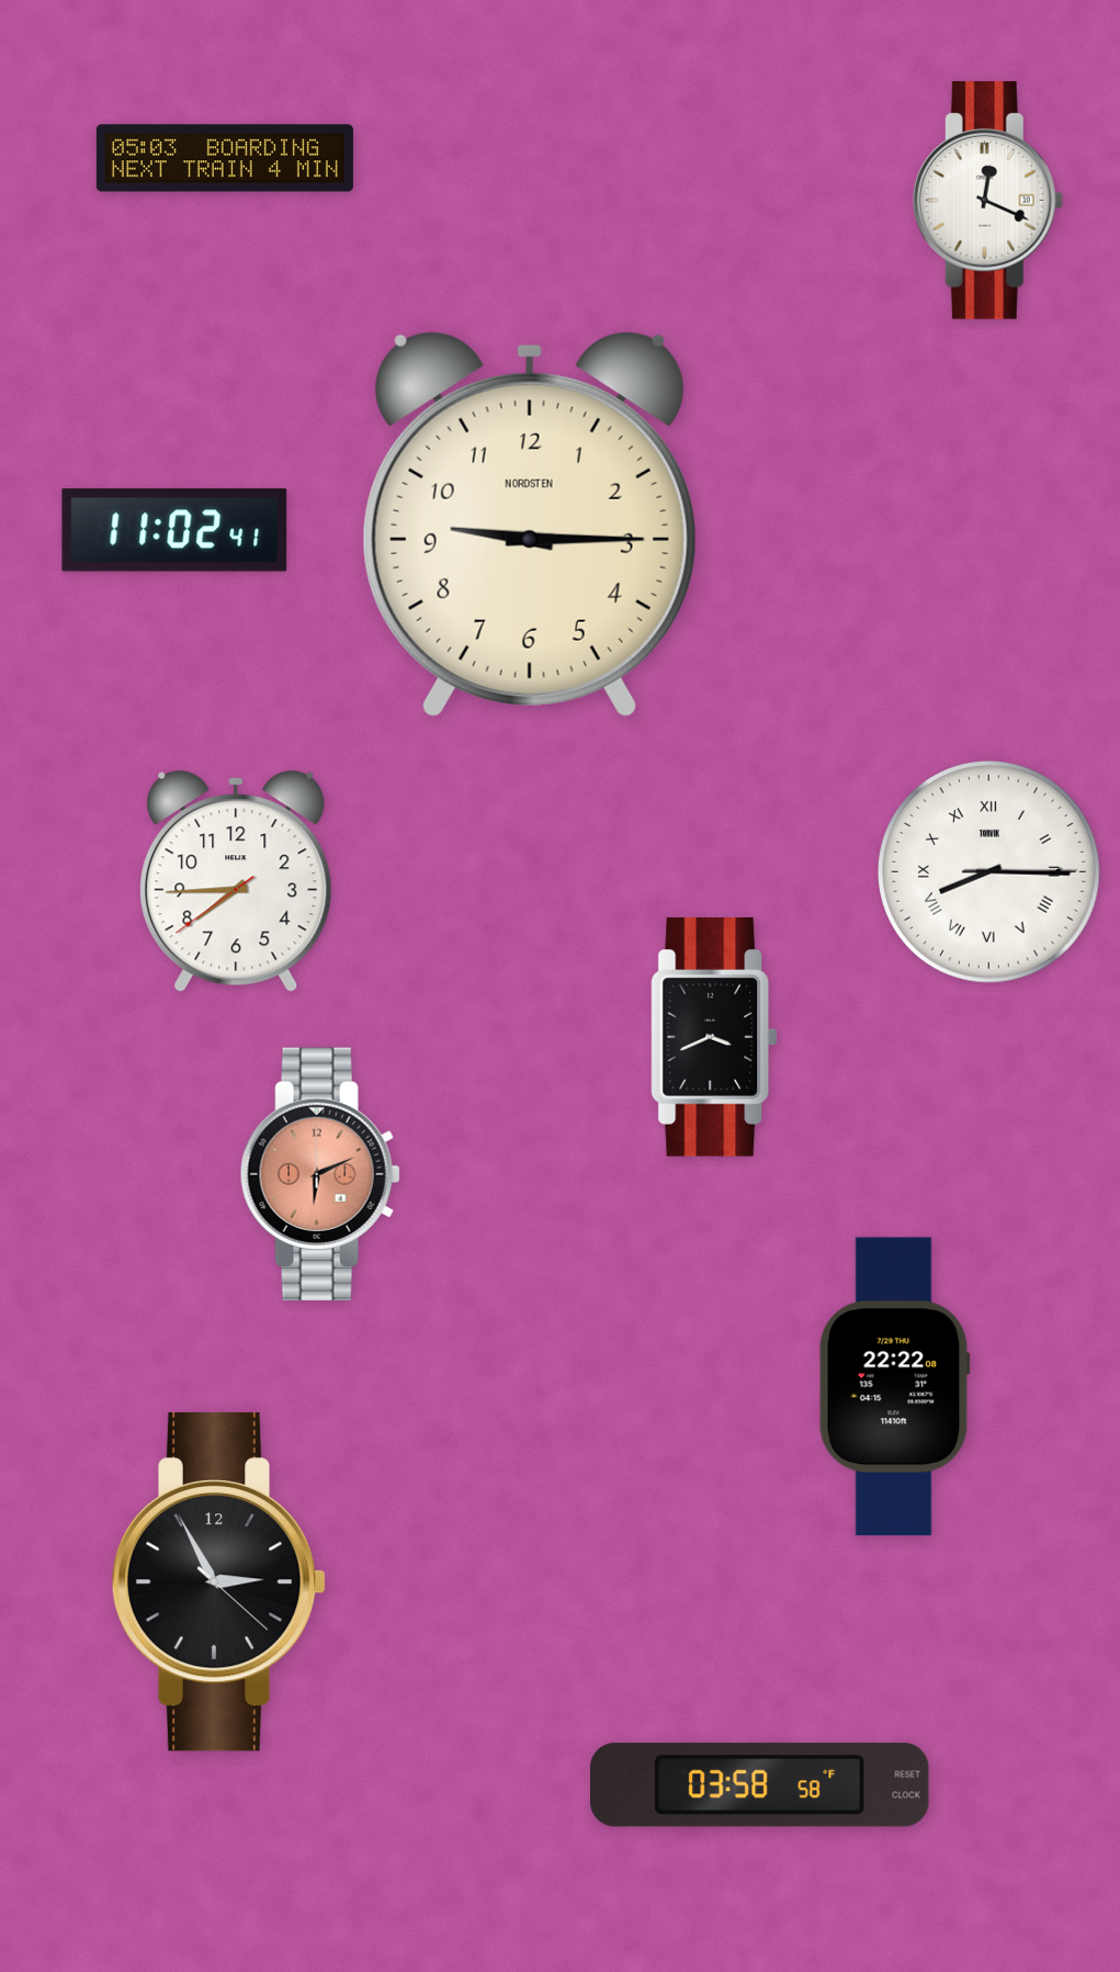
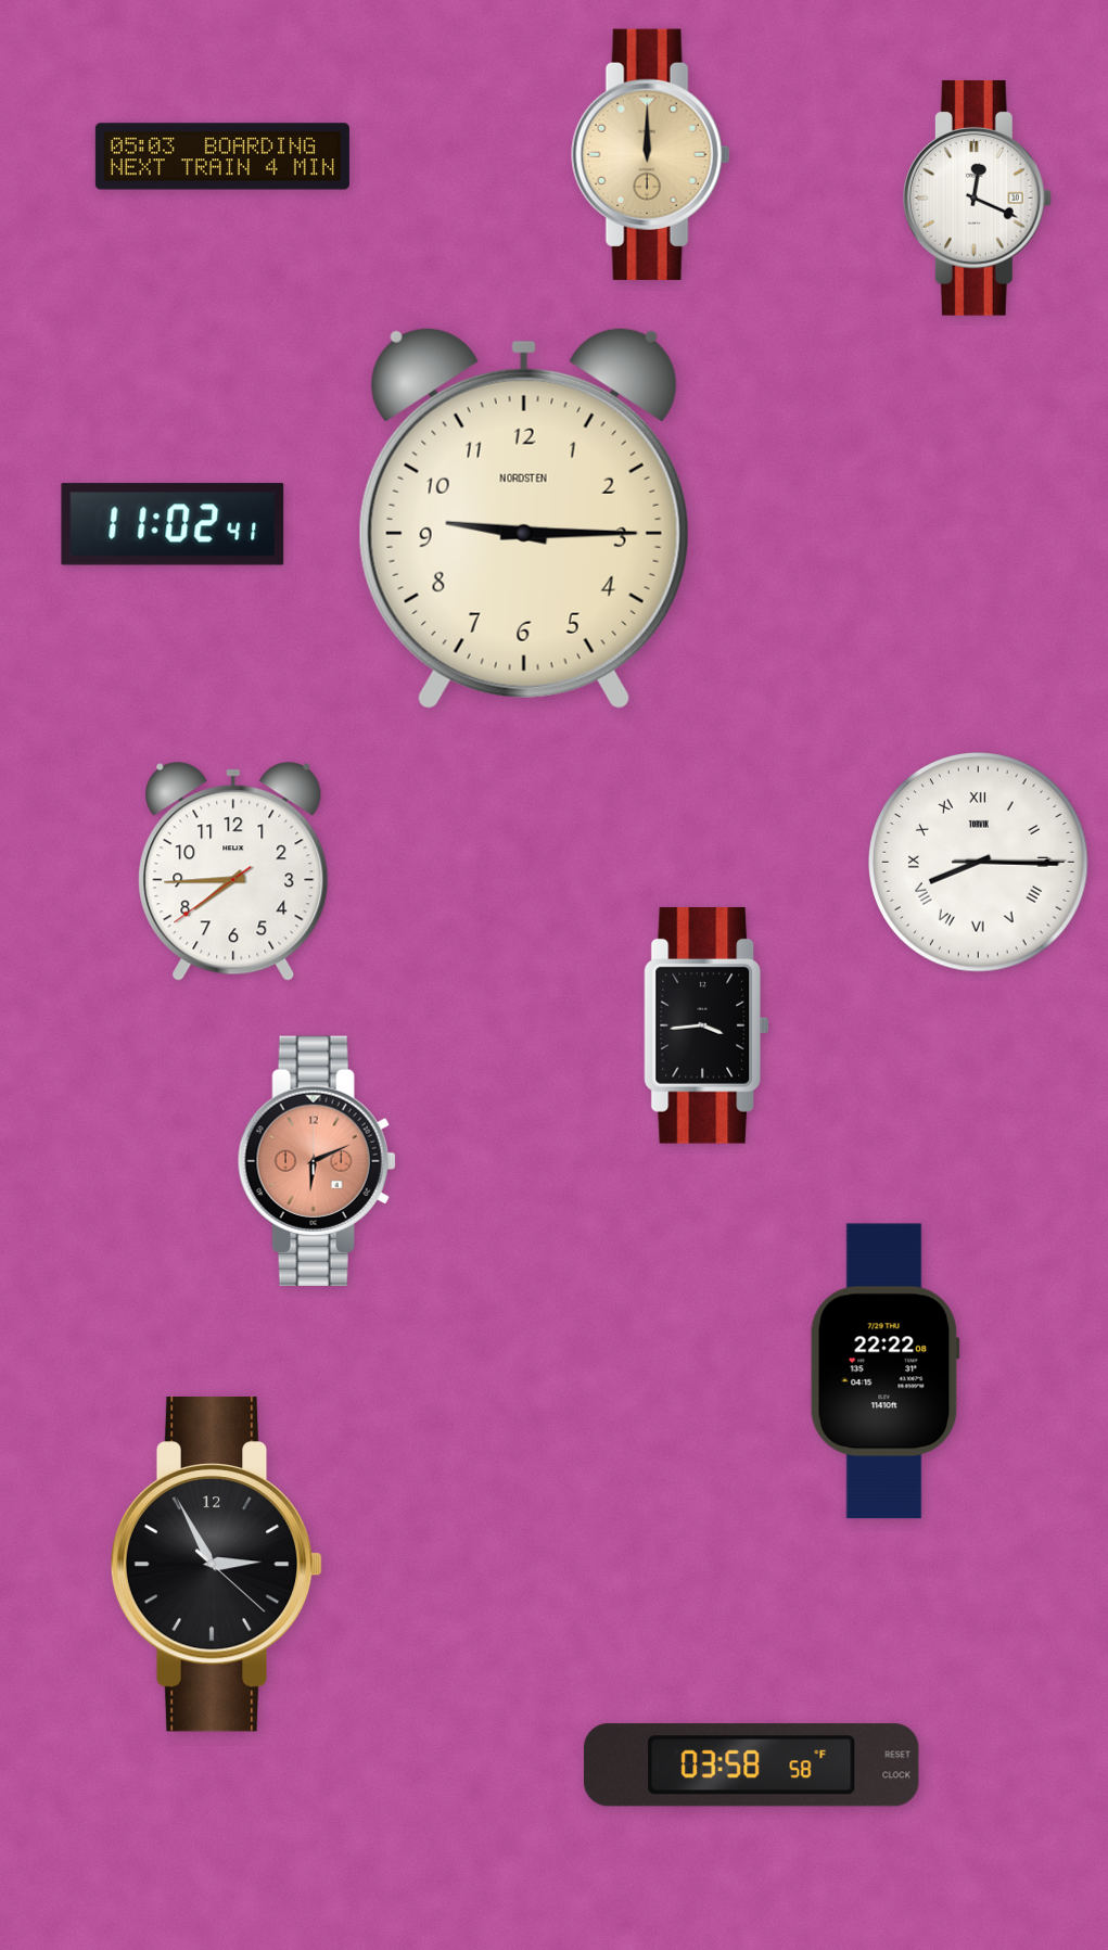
clock at (651, 154): none -> 12:00
clock at (714, 1038): 3:41 -> 3:44
